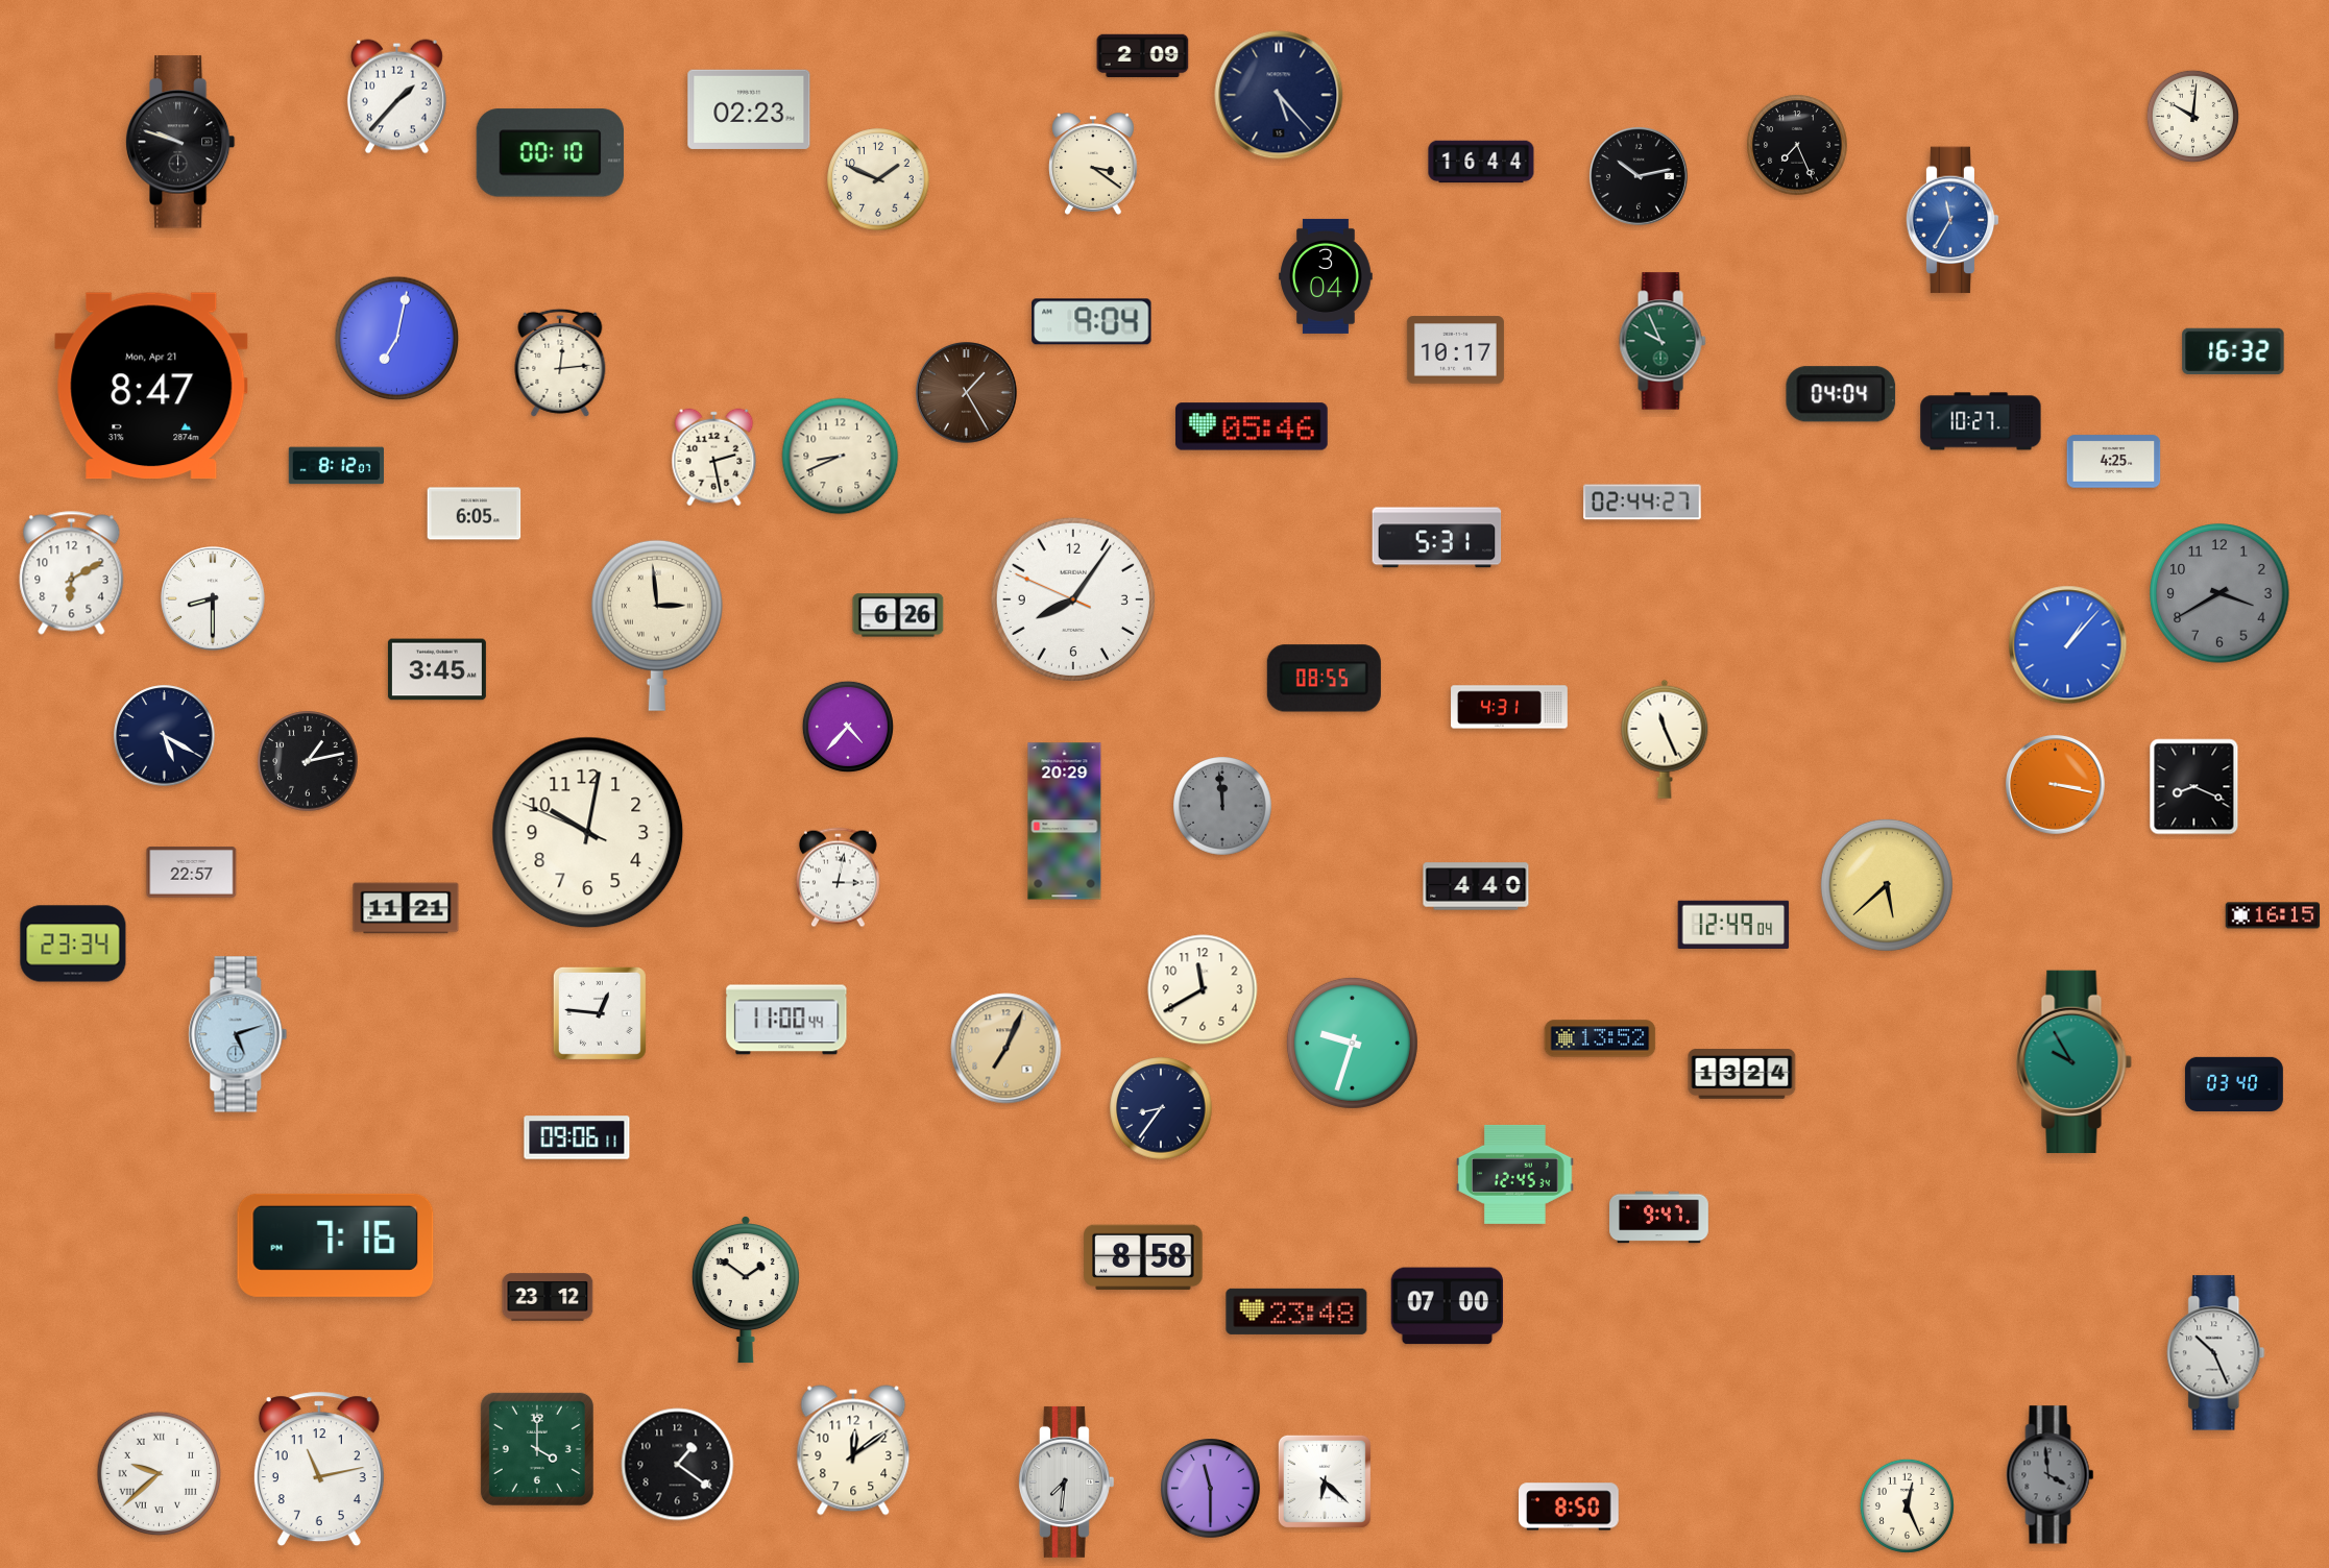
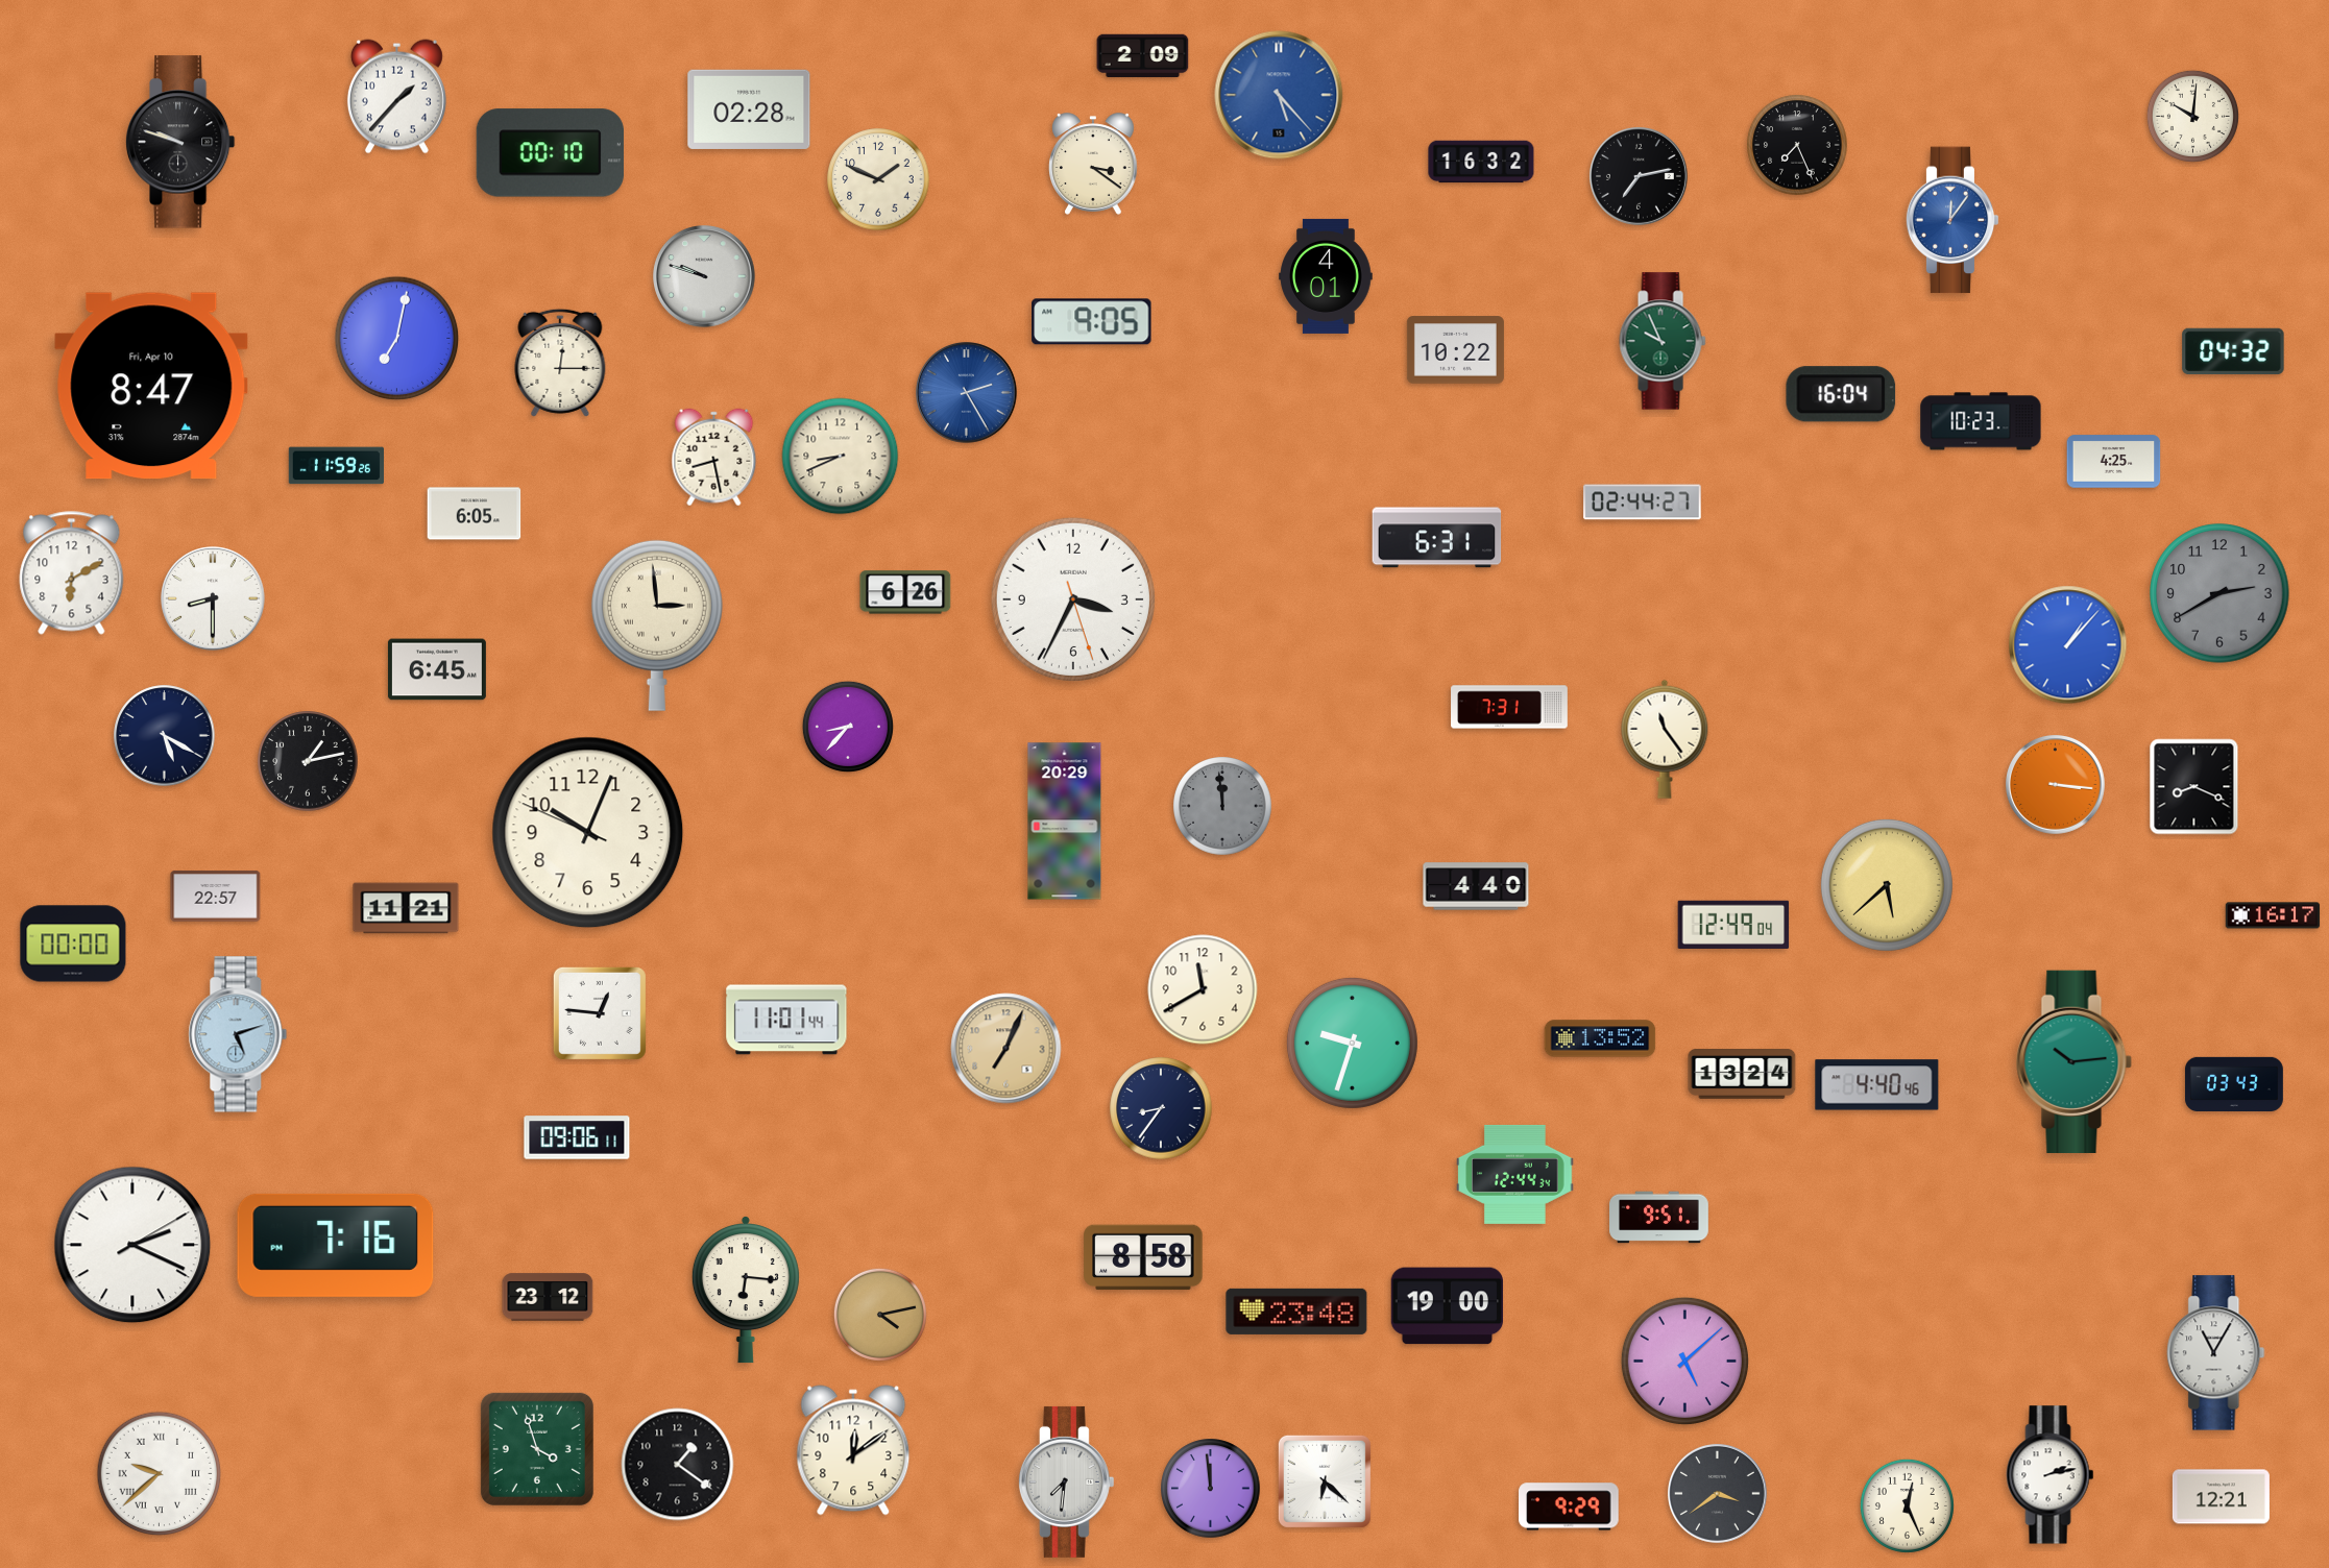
clock at (1279, 95) dial: navy -> blue
clock at (749, 109): 02:23 -> 02:28
clock at (1481, 162): 16:44 -> 16:32
clock at (1639, 176): 10:13 -> 7:13
clock at (1952, 220): 11:35 -> 12:06
clock at (704, 276): none -> 9:48
clock at (1326, 276): 3:04 -> 4:01
clock at (1092, 322): 9:04 -> 9:05
clock at (1455, 350): 10:17 -> 10:22
clock at (2233, 351): 16:32 -> 04:32
clock at (560, 363): 12:14 -> 12:15
clock at (151, 386) date: Mon, Apr 21 -> Fri, Apr 10
clock at (967, 393): 1:25 -> 2:25
clock at (967, 393) dial: brown -> blue
clock at (1841, 394): 04:04 -> 16:04
clock at (1981, 421): 10:27 -> 10:23
clock at (1252, 426): 05:46 -> none
clock at (714, 458): 2:28 -> 8:28
clock at (336, 466): 8:12 -> 11:59
clock at (1437, 538): 5:31 -> 6:31
clock at (2219, 593): 3:40 -> 2:40
clock at (1073, 599): 8:05 -> 3:34
clock at (898, 615) position: (898, 615) -> (905, 592)
clock at (437, 669): 3:45 -> 6:45
clock at (1324, 679): 08:55 -> none
clock at (1509, 707): 4:31 -> 7:31
clock at (848, 727): 4:37 -> 8:37
clock at (1665, 739): 11:26 -> 11:24
clock at (2056, 785): 3:17 -> 3:16
clock at (588, 833): 10:01 -> 10:03
clock at (192, 873) position: (192, 873) -> (216, 897)
clock at (838, 878): 3:02 -> none
clock at (2273, 915): 16:15 -> 16:17
clock at (73, 944): 23:34 -> 00:00
clock at (786, 1020): 11:00 -> 11:01
clock at (2073, 1061): 9:55 -> 10:14
clock at (2234, 1083): 03:40 -> 03:43
clock at (1877, 1085): none -> 4:40
clock at (1515, 1174): 12:45 -> 12:44
clock at (1659, 1218): 9:47 -> 9:51
clock at (132, 1245): none -> 2:19
clock at (746, 1291): 1:51 -> 6:16
clock at (1447, 1306): 07:00 -> 19:00
clock at (880, 1315): none -> 4:13
clock at (2216, 1353): 10:26 -> 11:05
clock at (1684, 1361): none -> 5:08
clock at (537, 1449): 4:00 -> 3:57
clock at (319, 1469): 11:13 -> none
clock at (2051, 1475): 3:59 -> 2:13
clock at (2051, 1475) dial: grey -> white
clock at (1211, 1489): 11:30 -> 11:59
clock at (1718, 1494): none -> 3:39
clock at (2221, 1497): none -> 12:21
clock at (1569, 1506): 8:50 -> 9:29
